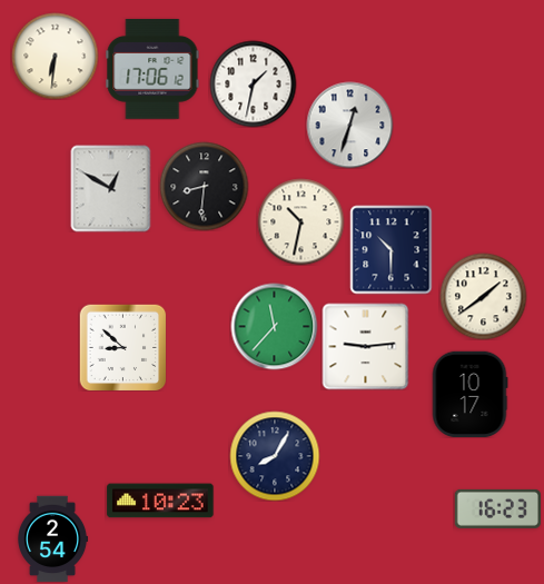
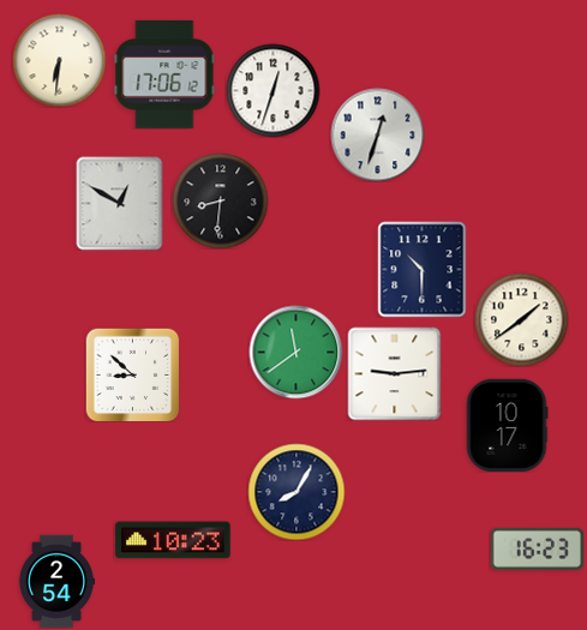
clock at (253, 83): 1:32 -> 12:33
clock at (300, 221): 10:32 -> none
clock at (274, 326): 11:37 -> 11:39
